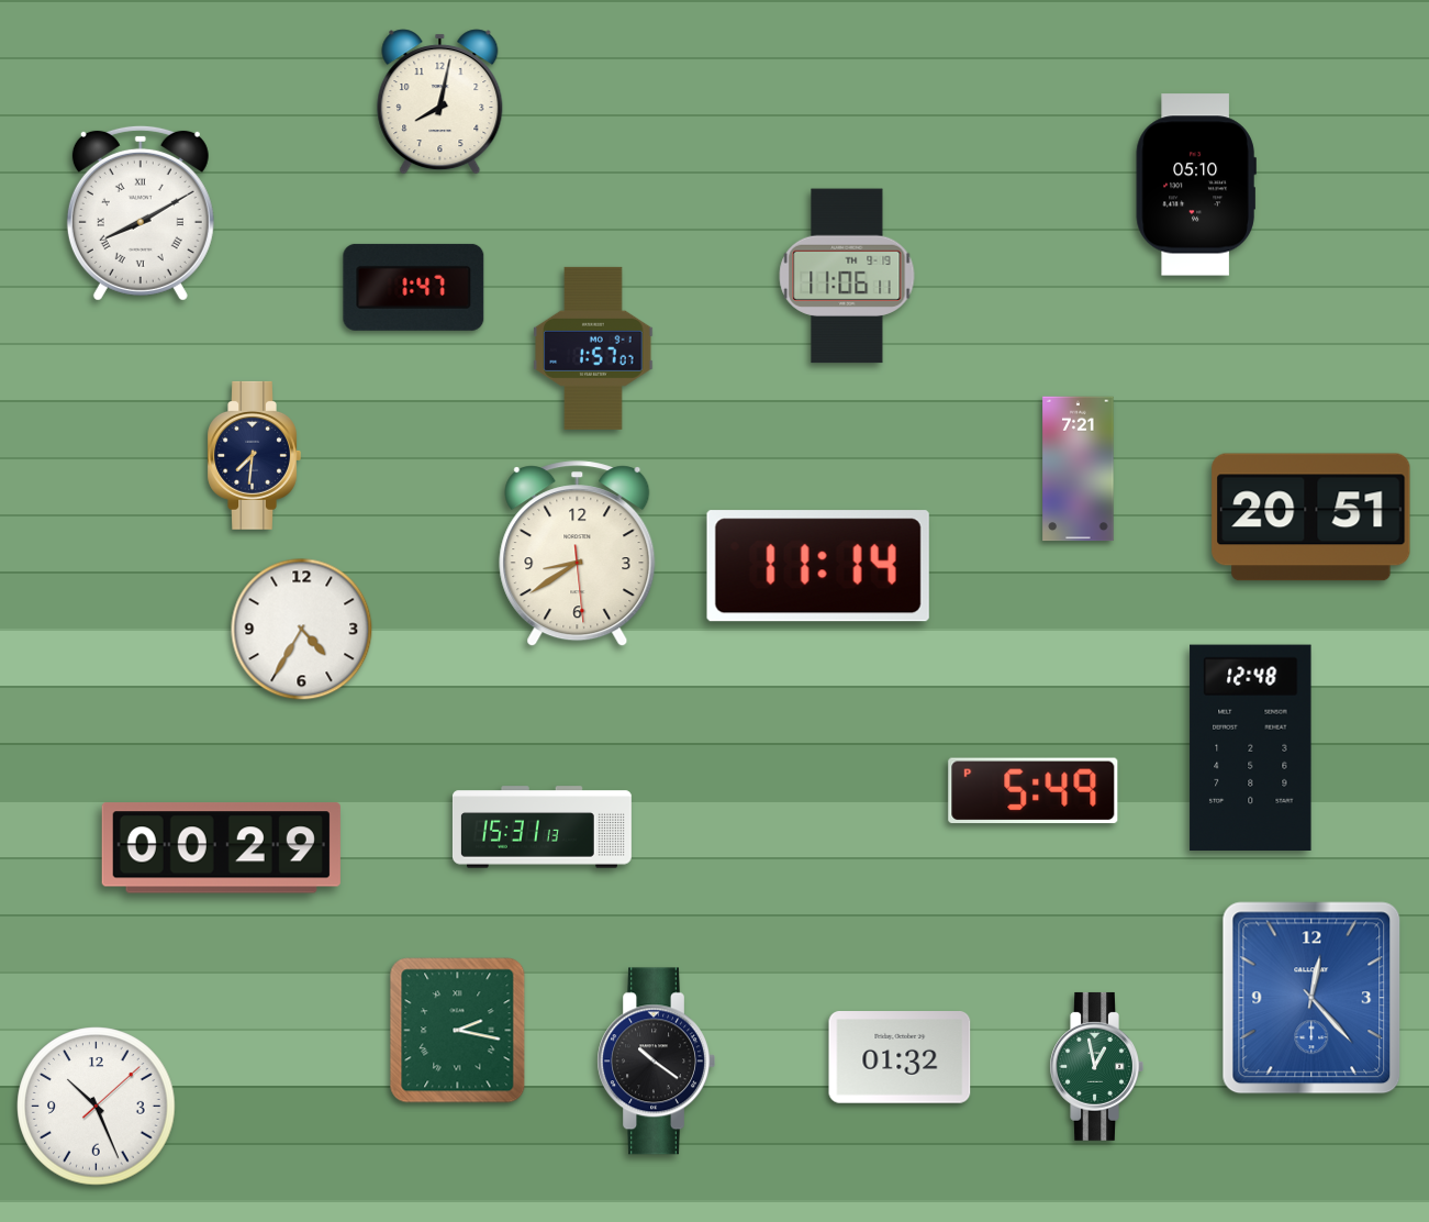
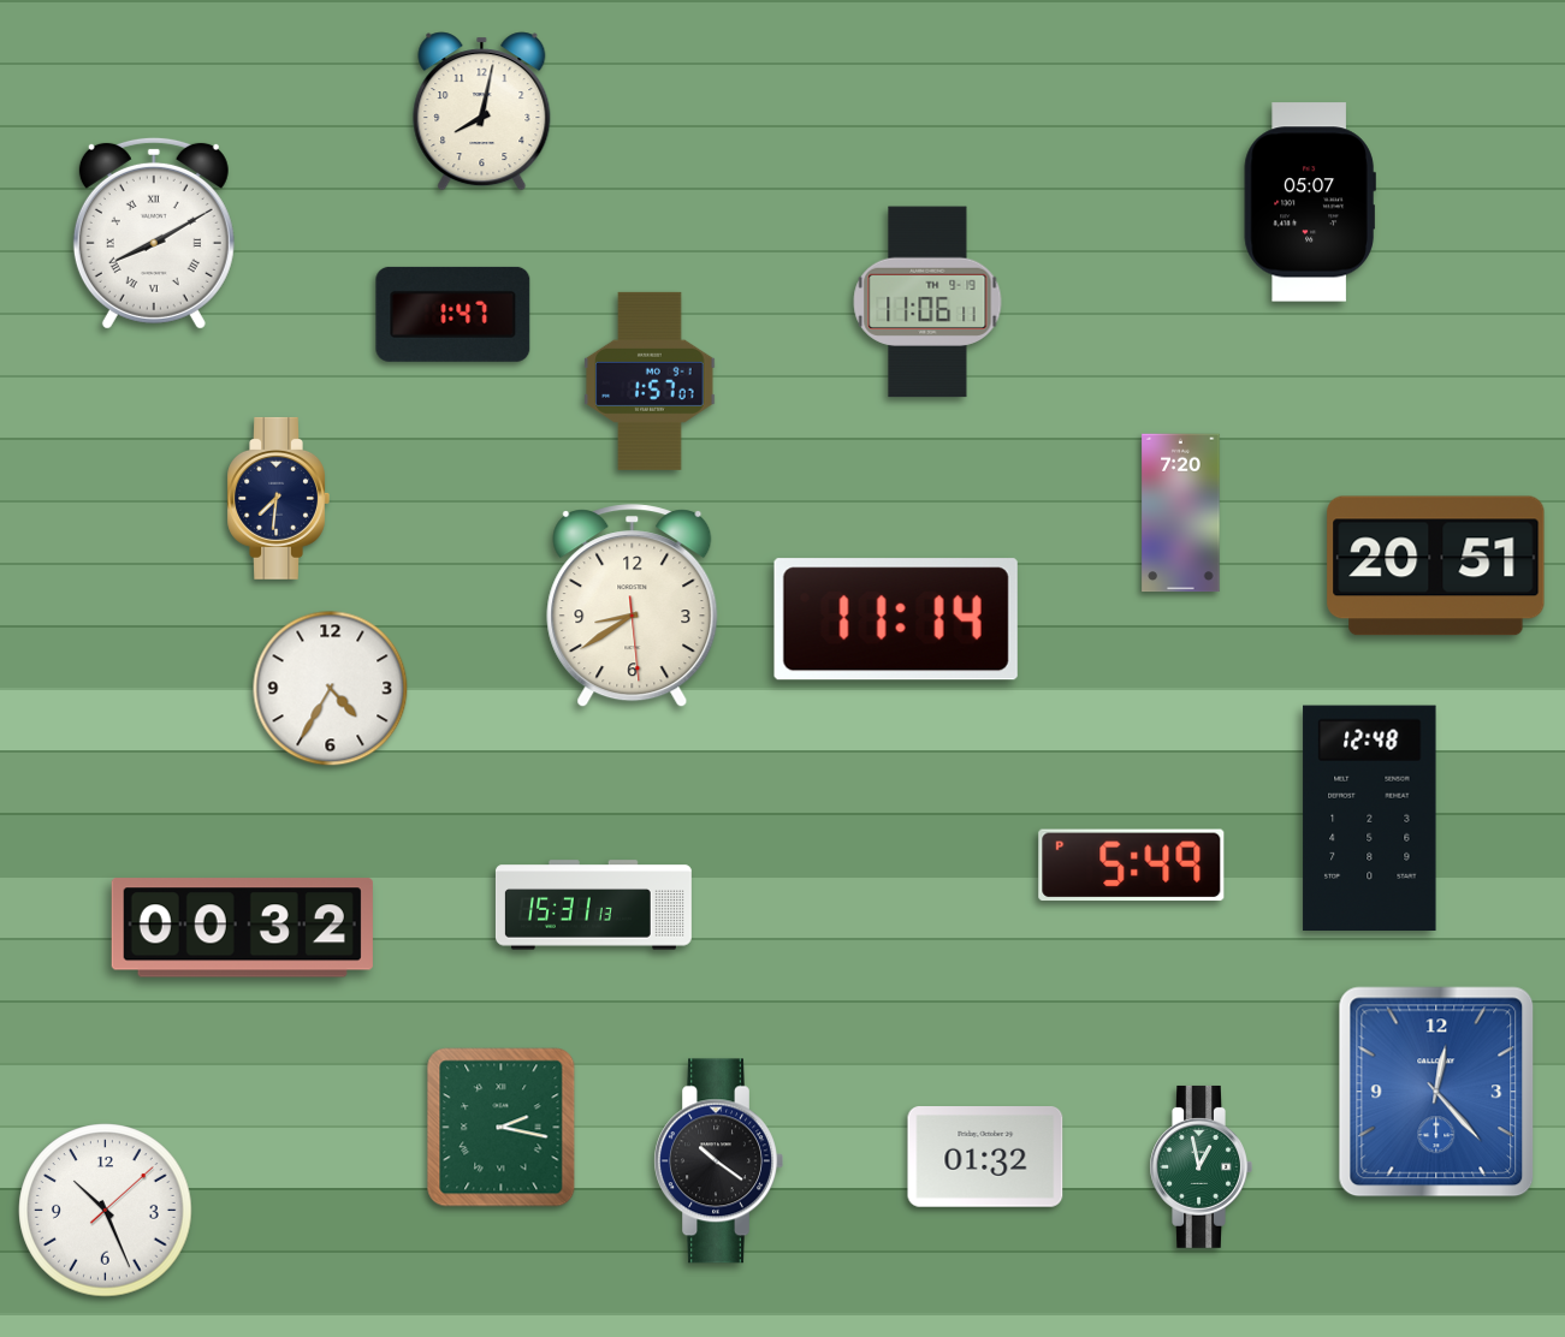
clock at (1196, 185): 05:10 -> 05:07
clock at (1079, 469): 7:21 -> 7:20
clock at (221, 848): 00:29 -> 00:32
